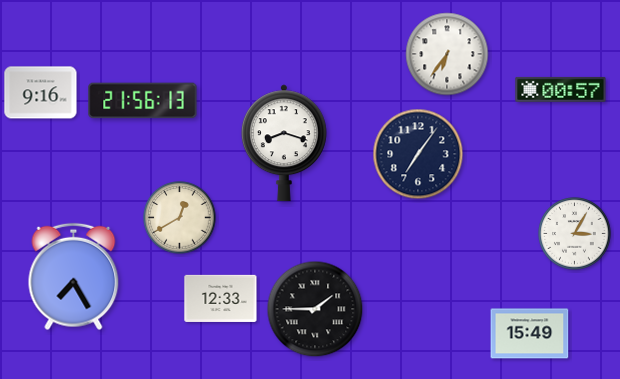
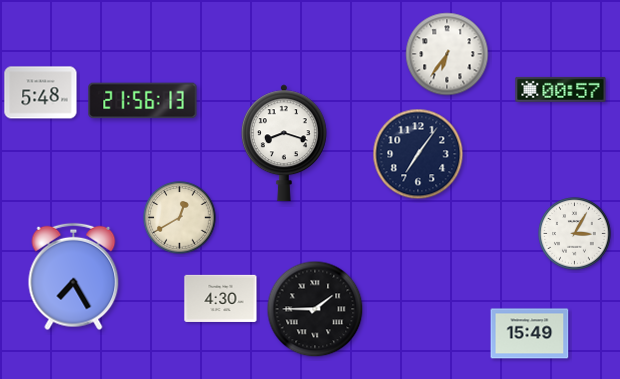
clock at (41, 93): 9:16 -> 5:48
clock at (221, 298): 12:33 -> 4:30
